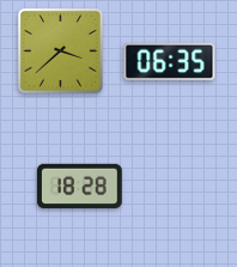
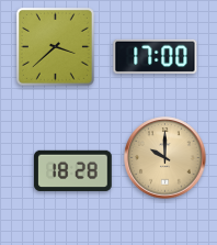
clock at (170, 61): 06:35 -> 17:00
clock at (165, 158): none -> 10:00
